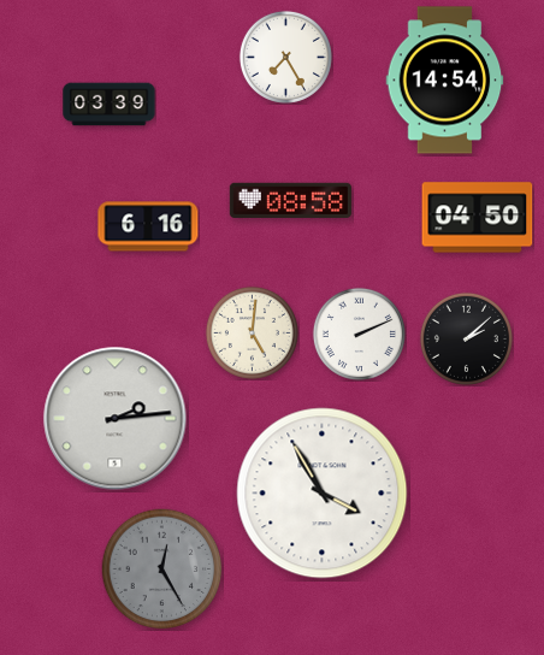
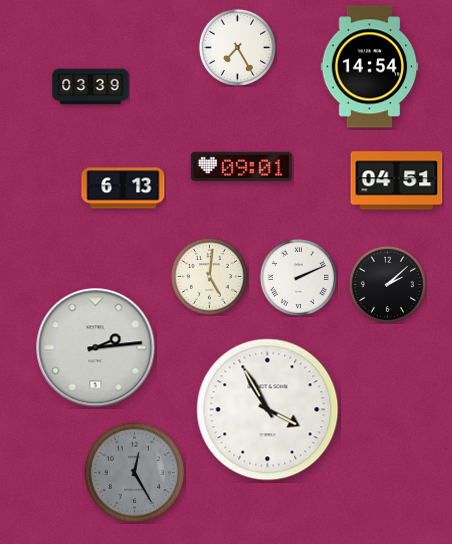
clock at (290, 200): 08:58 -> 09:01
clock at (478, 218): 04:50 -> 04:51
clock at (148, 226): 6:16 -> 6:13
clock at (466, 338) position: (466, 338) -> (387, 284)
